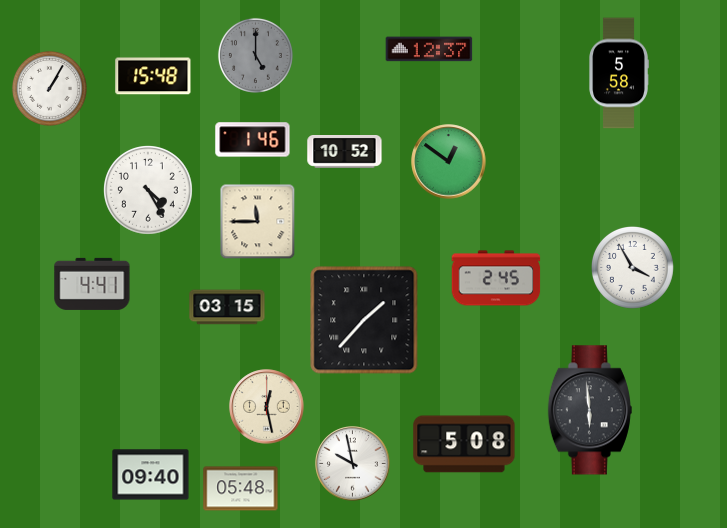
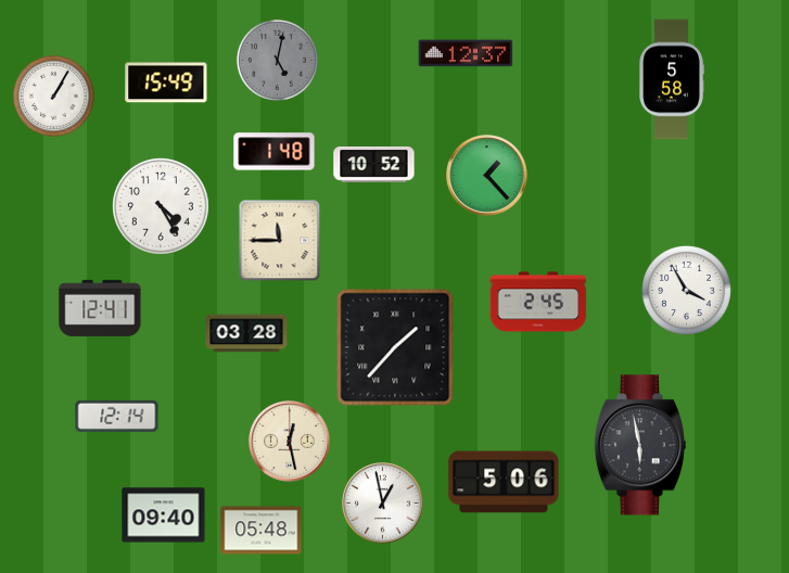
clock at (255, 55): 5:00 -> 5:02
clock at (153, 76): 15:48 -> 15:49
clock at (253, 140): 1:46 -> 1:48
clock at (449, 162): 12:51 -> 1:23
clock at (92, 284): 4:41 -> 12:41
clock at (227, 307): 03:15 -> 03:28
clock at (117, 416): none -> 12:14
clock at (590, 410): 5:59 -> 5:58
clock at (464, 444): 5:08 -> 5:06
clock at (353, 464): 9:58 -> 12:58
